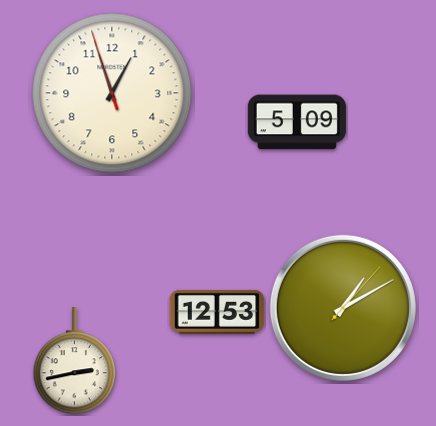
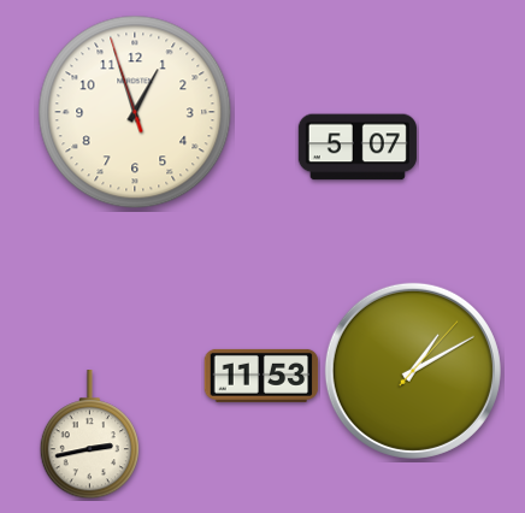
clock at (297, 122): 5:09 -> 5:07
clock at (217, 312): 12:53 -> 11:53
